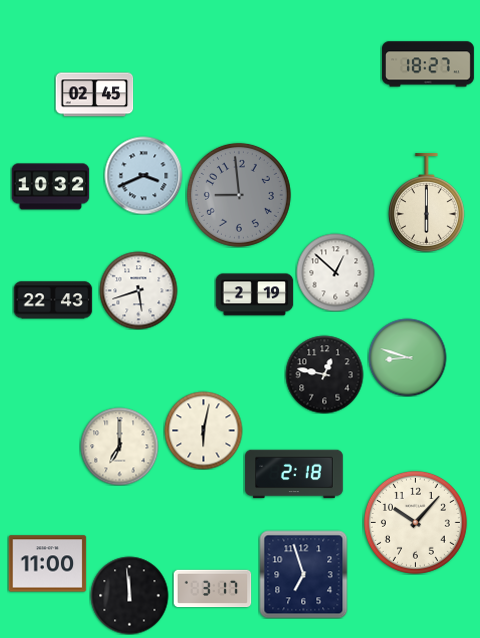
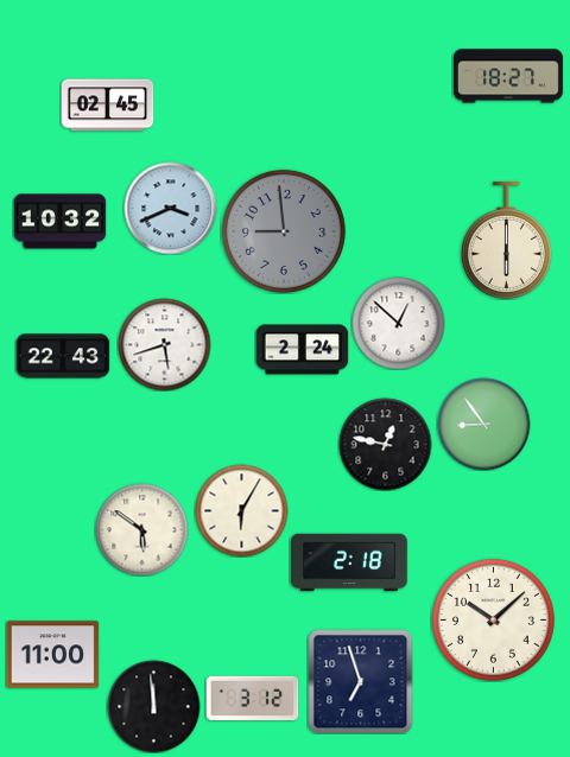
clock at (94, 95) position: (94, 95) -> (107, 106)
clock at (254, 295): 2:19 -> 2:24
clock at (407, 357): 8:48 -> 8:54
clock at (203, 430): 6:02 -> 6:05
clock at (119, 446): 7:00 -> 5:51
clock at (415, 522): 10:07 -> 10:08
clock at (47, 564) position: (47, 564) -> (52, 655)
clock at (212, 589): 3:17 -> 3:12
